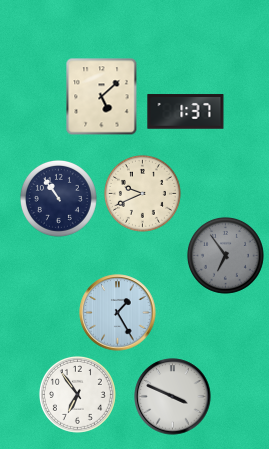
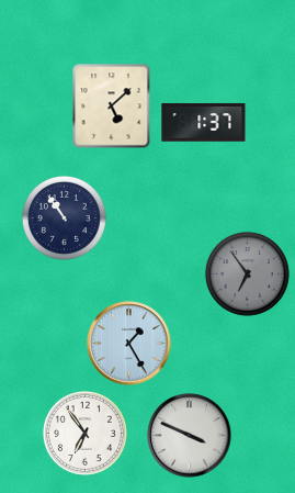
clock at (142, 193): 9:41 -> none
clock at (225, 255) position: (225, 255) -> (247, 273)
